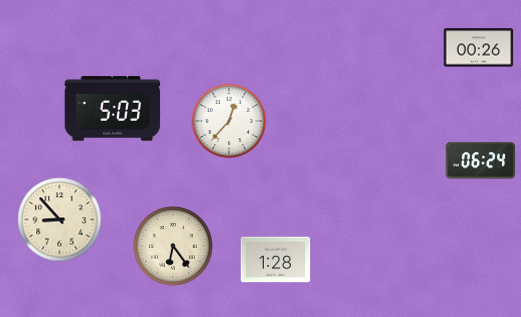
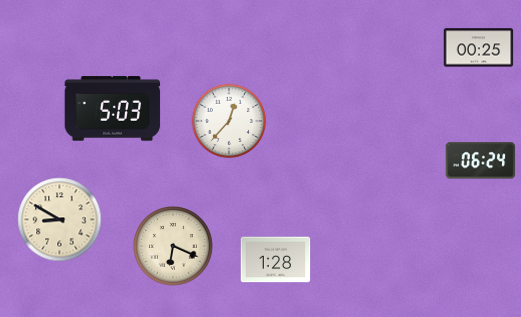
clock at (479, 48): 00:26 -> 00:25
clock at (60, 220): 8:53 -> 8:50
clock at (174, 247): 6:24 -> 6:19
